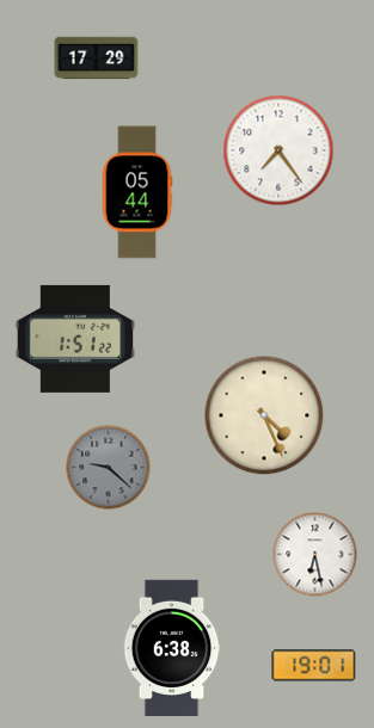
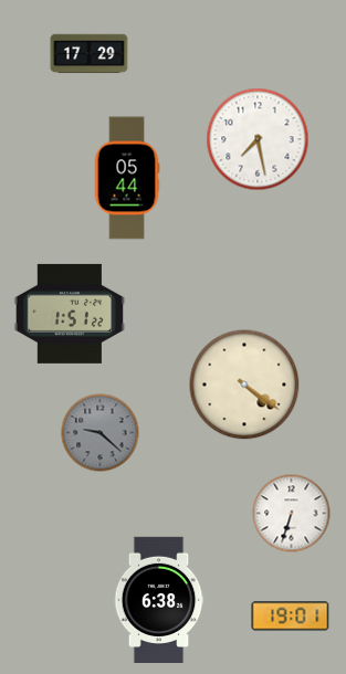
clock at (278, 150): 7:24 -> 7:28
clock at (264, 415): 4:26 -> 4:21
clock at (315, 555): 6:28 -> 6:33
